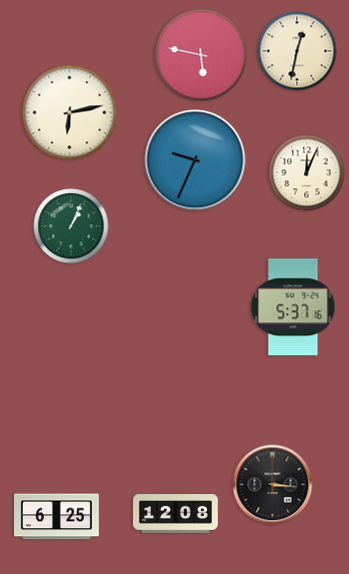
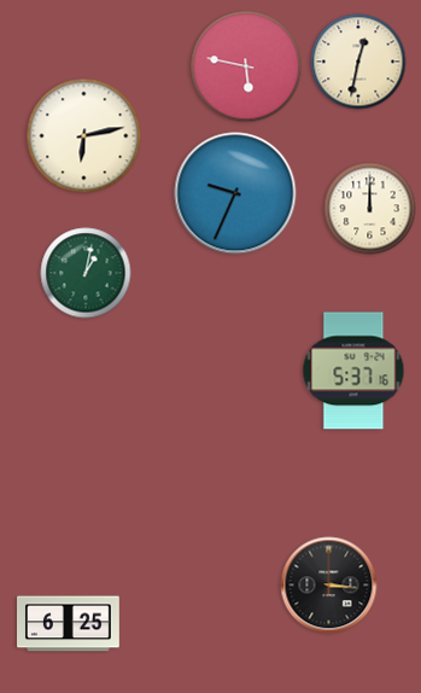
clock at (201, 55) position: (201, 55) -> (246, 66)
clock at (307, 173): 12:04 -> 12:00
clock at (71, 226): 1:04 -> 1:02
clock at (176, 514): 12:08 -> none
